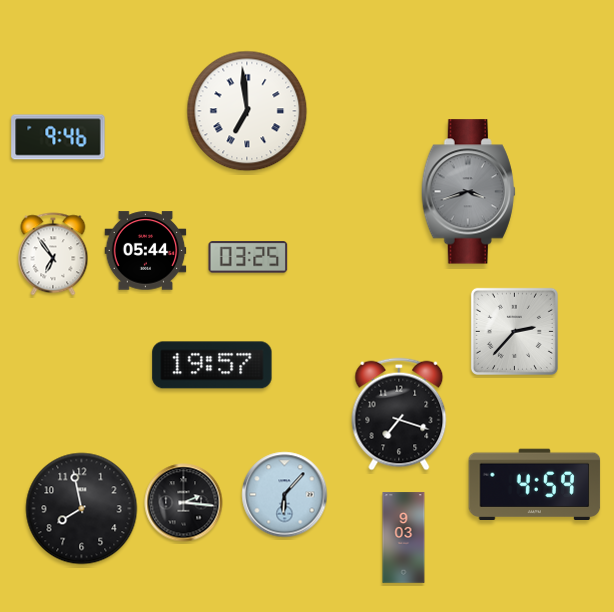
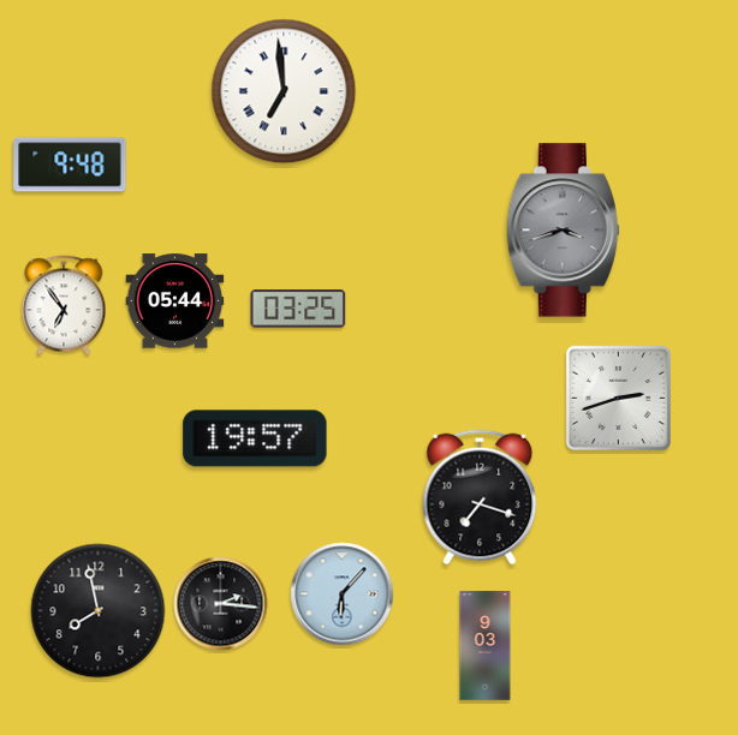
clock at (247, 111) position: (247, 111) -> (284, 91)
clock at (58, 137): 9:46 -> 9:48
clock at (514, 331): 2:37 -> 2:42
clock at (535, 485): 4:59 -> none
